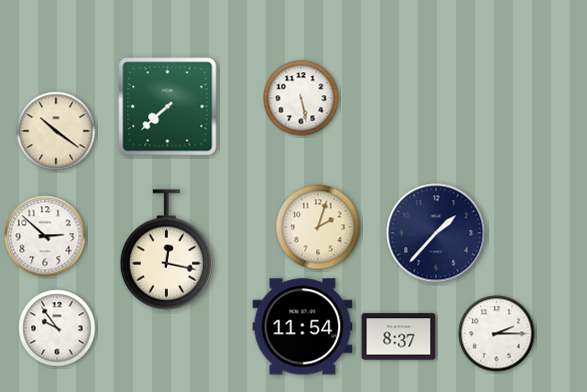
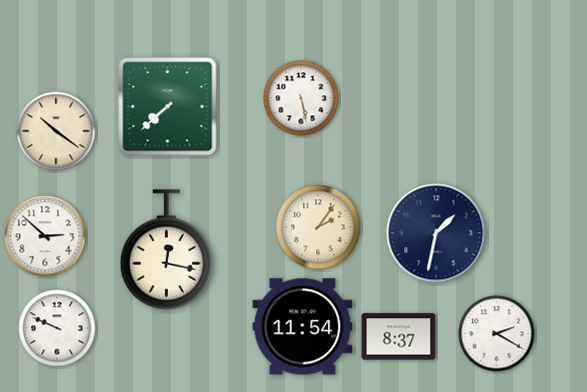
clock at (318, 227): 2:03 -> 2:06
clock at (436, 233): 1:37 -> 1:32
clock at (57, 328): 9:54 -> 9:49
clock at (497, 334): 2:15 -> 2:20
